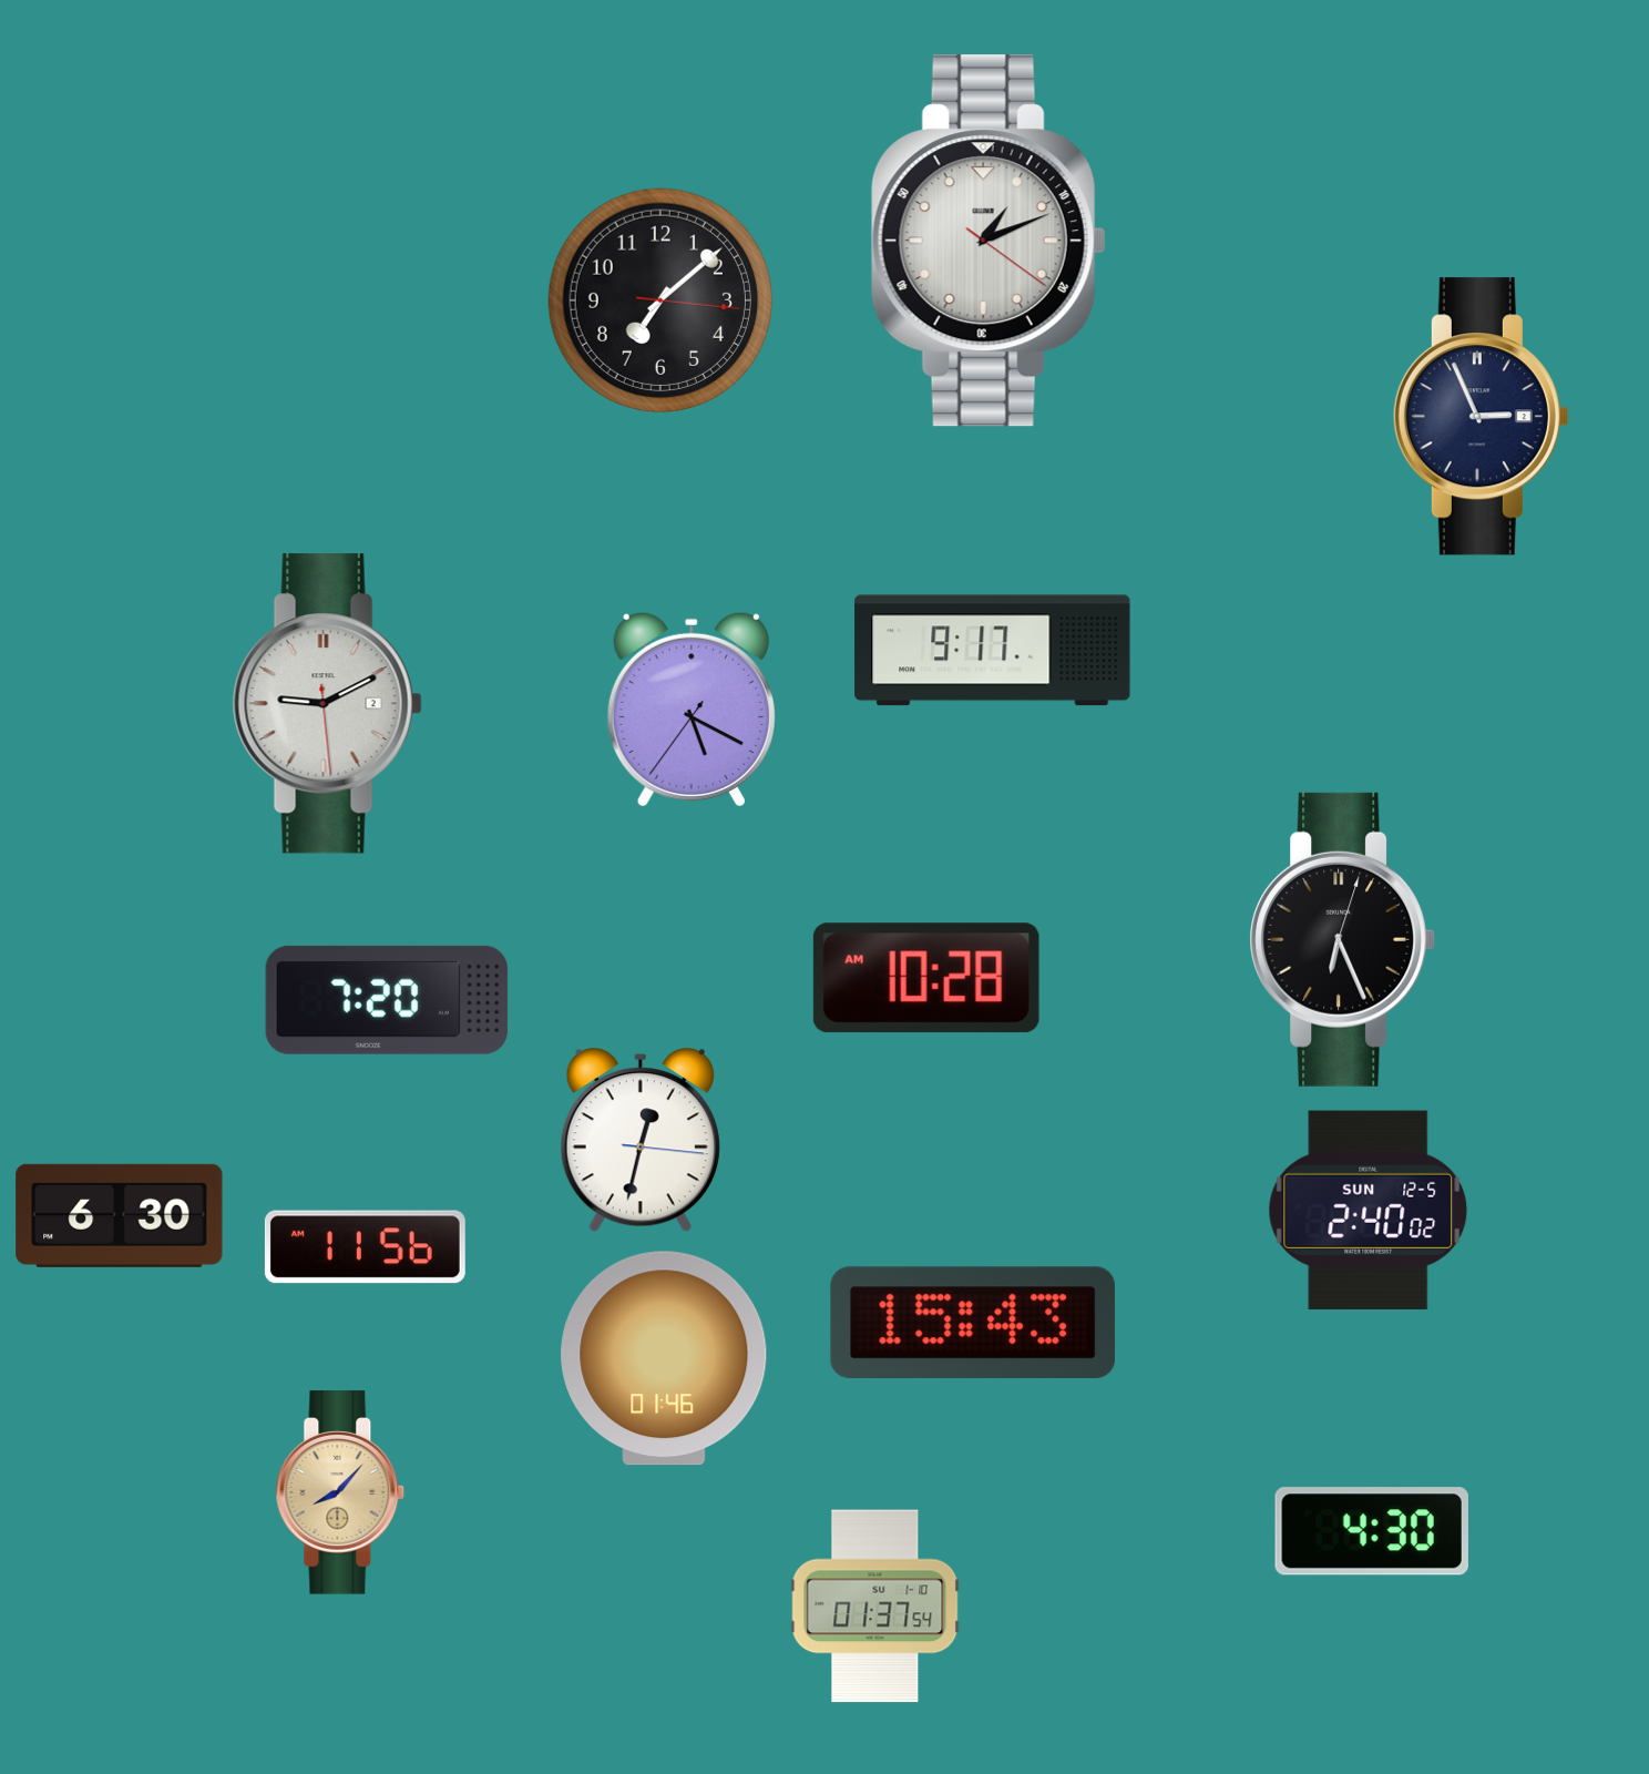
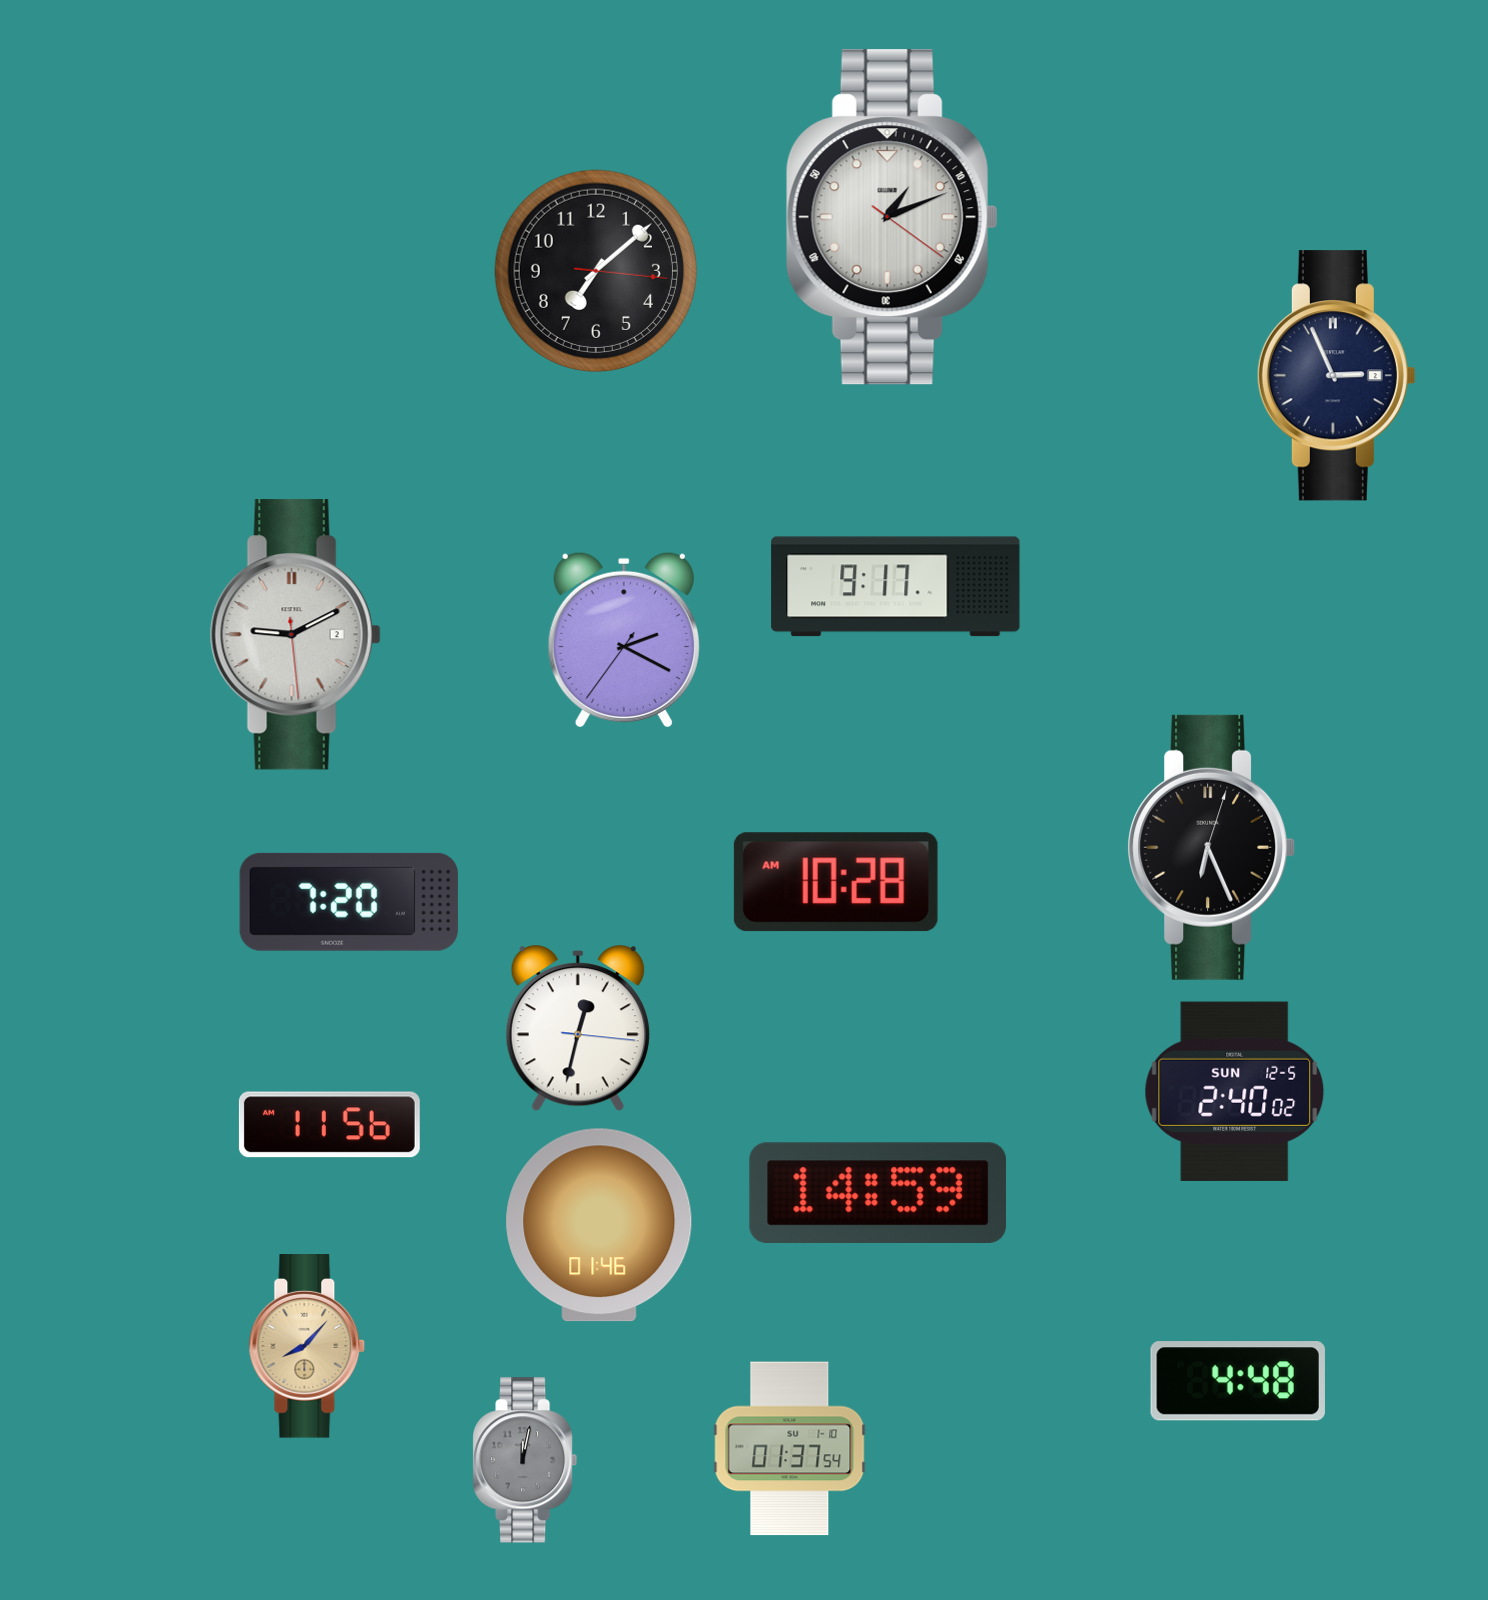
clock at (692, 710): 5:19 -> 2:19
clock at (120, 1215): 6:30 -> none
clock at (973, 1323): 15:43 -> 14:59
clock at (1372, 1531): 4:30 -> 4:48
clock at (525, 1460): none -> 12:02
